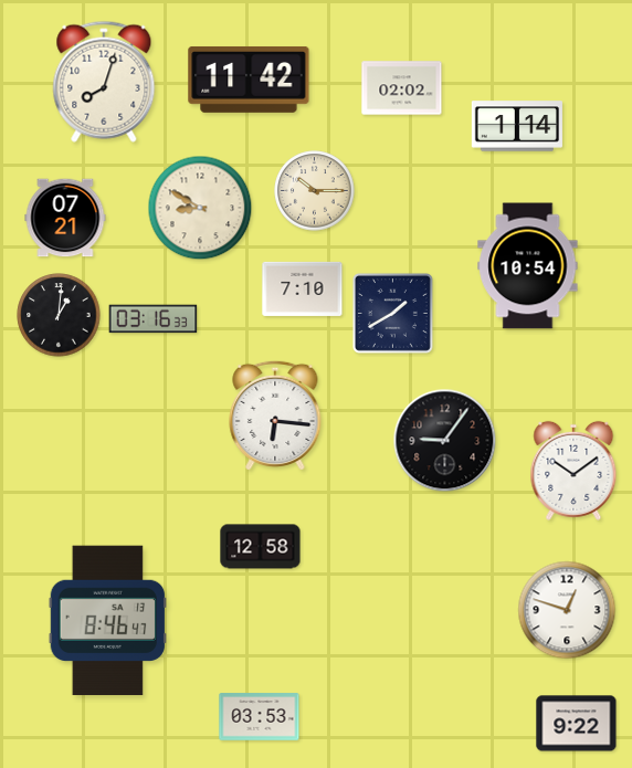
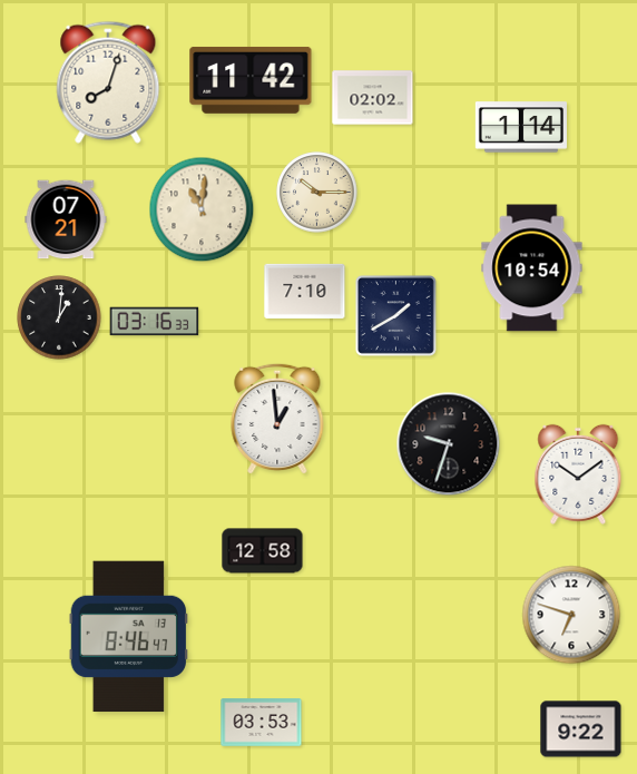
clock at (104, 82) position: (104, 82) -> (108, 82)
clock at (402, 88) position: (402, 88) -> (373, 98)
clock at (200, 208): 8:50 -> 11:01
clock at (275, 415): 6:16 -> 12:59
clock at (445, 441): 9:06 -> 9:33
clock at (567, 610): 12:48 -> 6:48
clock at (107, 621) position: (107, 621) -> (128, 637)
